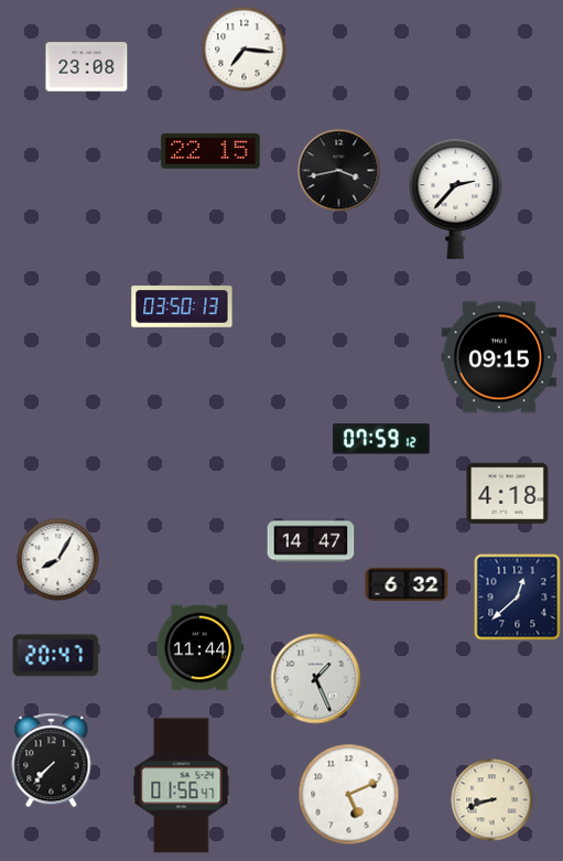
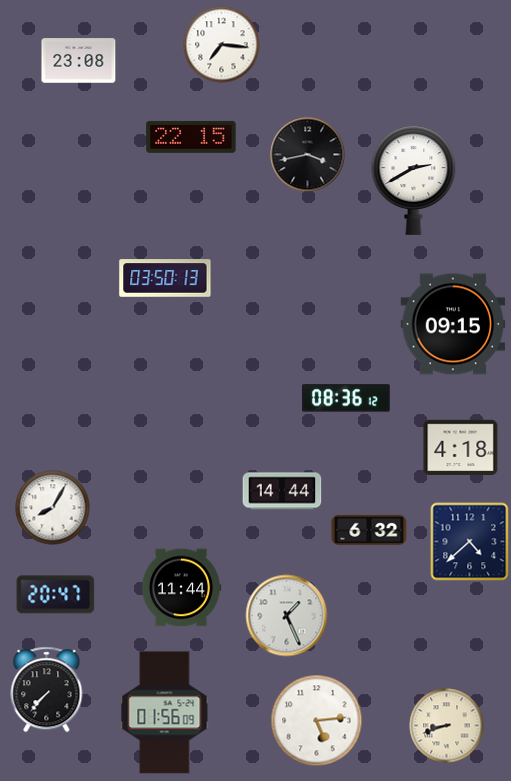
clock at (456, 198): 2:37 -> 2:40
clock at (381, 439): 07:59 -> 08:36
clock at (311, 541): 14:47 -> 14:44
clock at (518, 598): 12:38 -> 4:38
clock at (56, 656) position: (56, 656) -> (56, 595)
clock at (182, 786): 01:56:47 -> 01:56:09
clock at (349, 795): 5:11 -> 5:14
